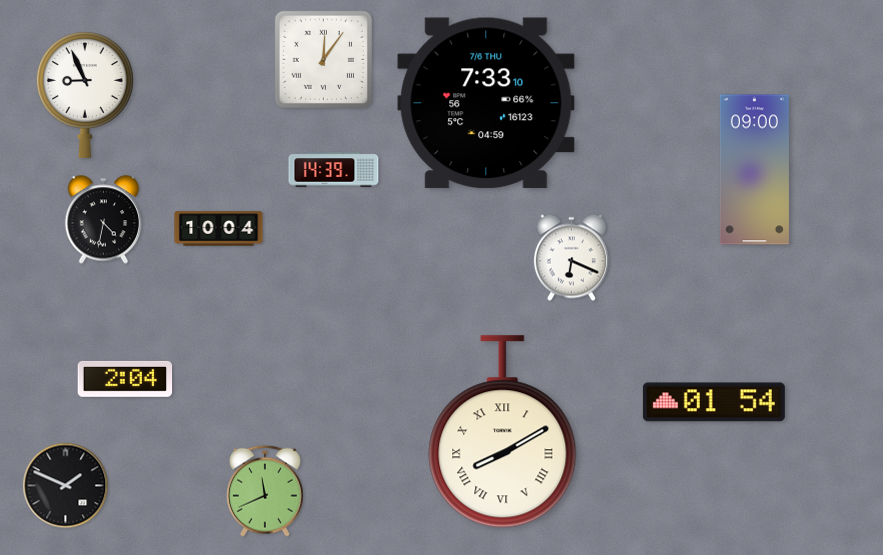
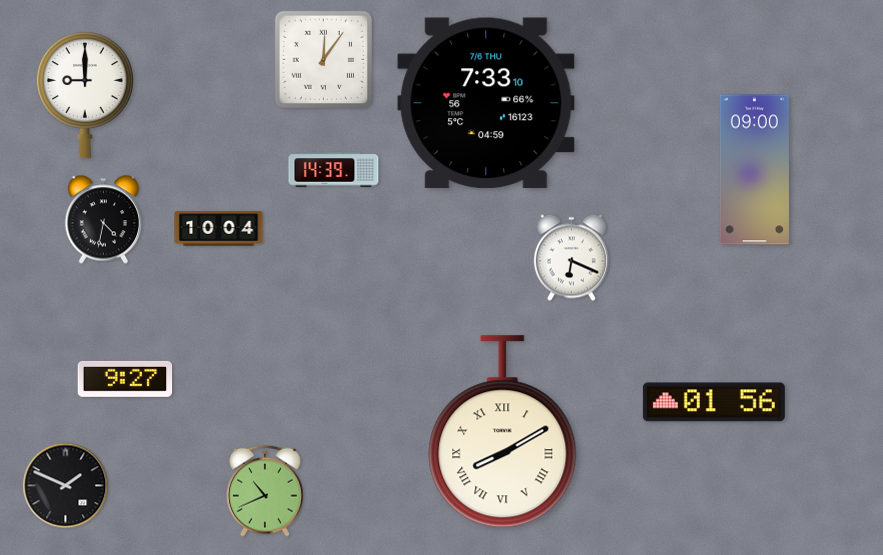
clock at (85, 95): 8:56 -> 9:00
clock at (125, 379): 2:04 -> 9:27
clock at (714, 402): 01:54 -> 01:56
clock at (266, 491): 11:41 -> 10:41
